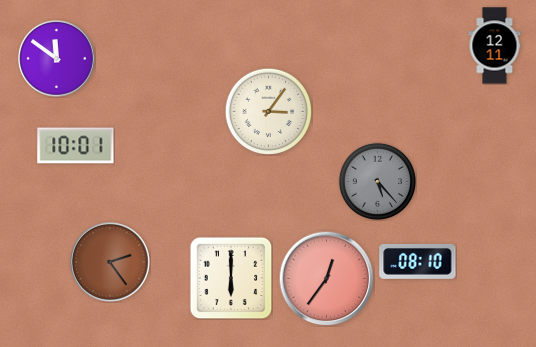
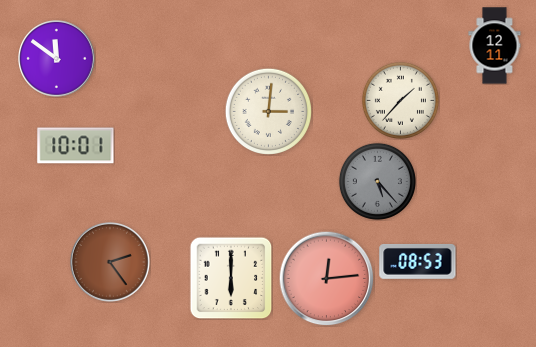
clock at (400, 100): none -> 1:37
clock at (268, 111): 3:06 -> 3:01
clock at (418, 261): 08:10 -> 08:53
clock at (326, 278): 12:36 -> 12:14
